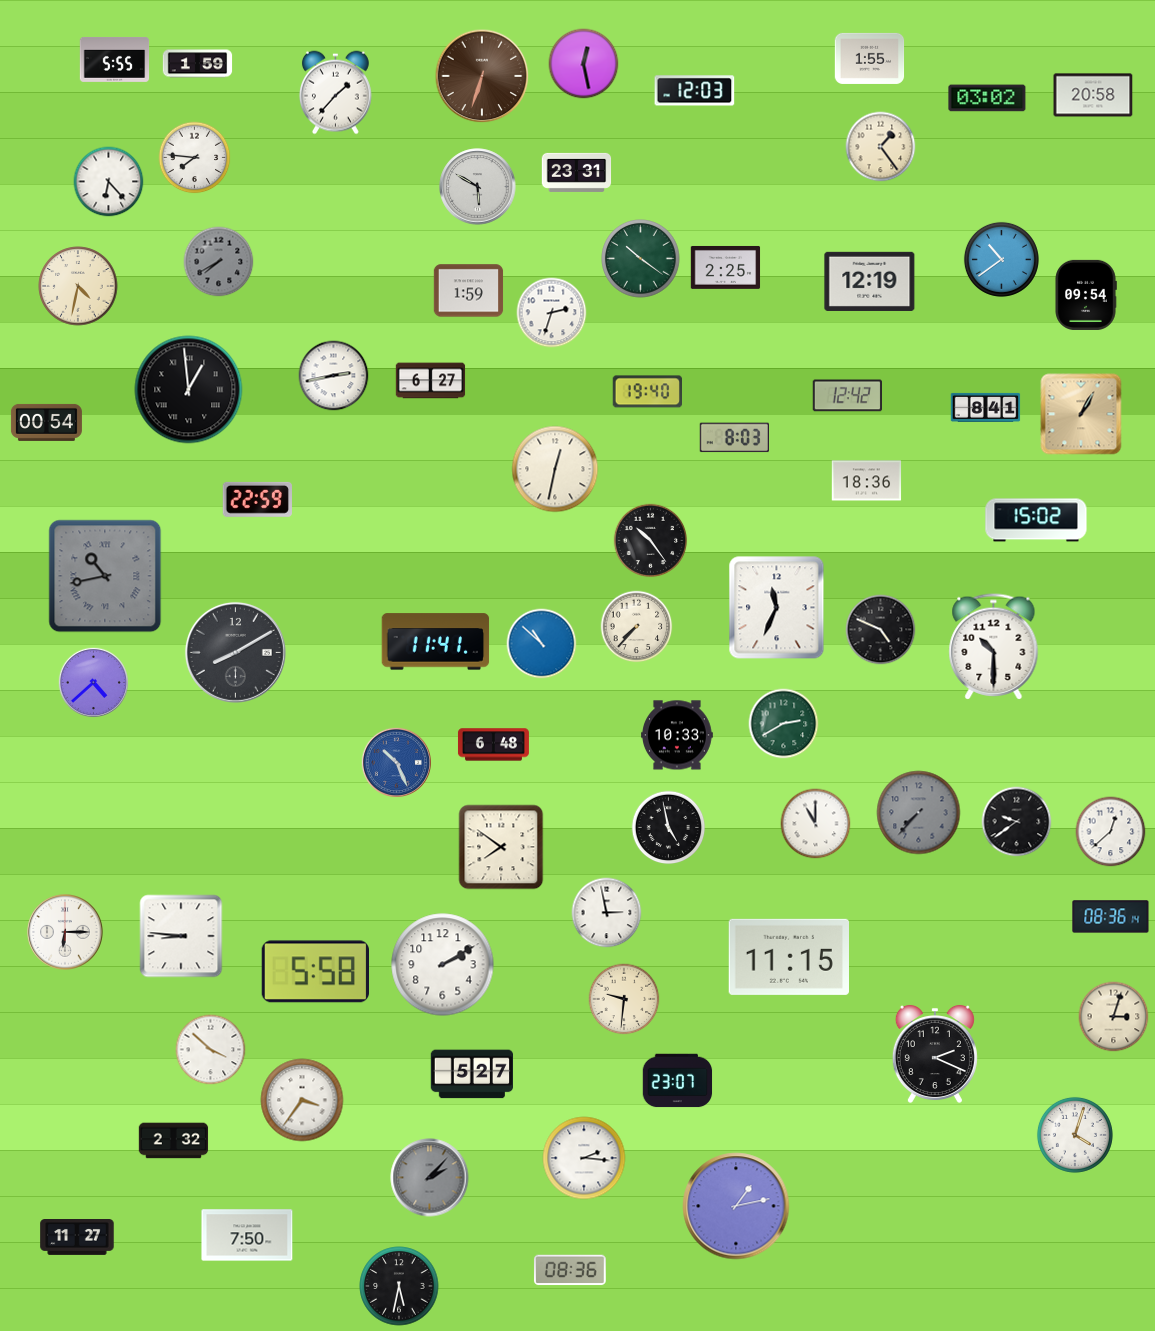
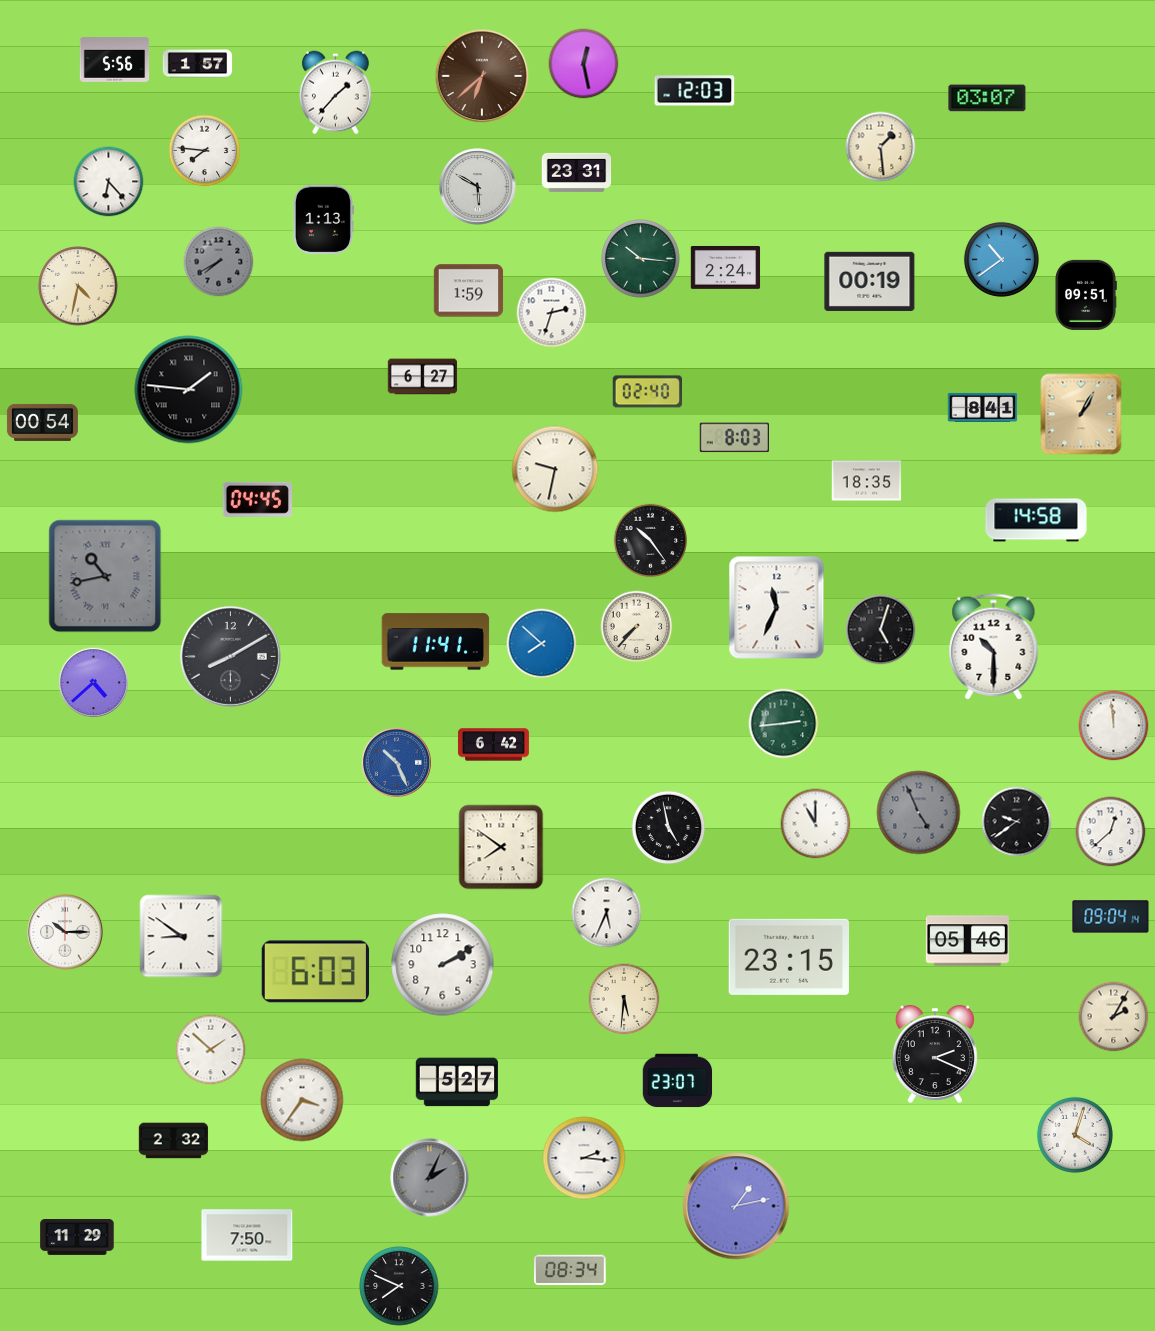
clock at (870, 58): 1:55 -> none
clock at (115, 60): 5:55 -> 5:56
clock at (198, 64): 1:59 -> 1:57
clock at (482, 76): 6:33 -> 6:38
clock at (1093, 95): 20:58 -> none
clock at (987, 98): 03:02 -> 03:07
clock at (881, 147): 1:24 -> 1:29
clock at (195, 158) position: (195, 158) -> (205, 151)
clock at (323, 220): none -> 1:13
clock at (641, 259): 10:21 -> 10:16
clock at (726, 268): 2:25 -> 2:24
clock at (870, 281): 12:19 -> 00:19
clock at (1086, 295): 09:54 -> 09:51
clock at (334, 376): 2:43 -> none
clock at (431, 381) position: (431, 381) -> (423, 377)
clock at (189, 390): 12:59 -> 1:46
clock at (647, 392): 19:40 -> 02:40
clock at (847, 396): 12:42 -> none
clock at (986, 407) position: (986, 407) -> (983, 407)
clock at (46, 422) position: (46, 422) -> (42, 422)
clock at (555, 469): 12:32 -> 9:32
clock at (867, 481): 18:36 -> 18:35
clock at (257, 499): 22:59 -> 04:45
clock at (1036, 520): 15:02 -> 14:58
clock at (881, 630): 4:49 -> 5:03
clock at (542, 644): 10:52 -> 7:52
clock at (235, 652) position: (235, 652) -> (230, 656)
clock at (784, 724): 2:40 -> 2:44
clock at (1114, 726): none -> 11:59
clock at (678, 735): 10:33 -> none
clock at (493, 745): 6:48 -> 6:42
clock at (919, 813): 7:37 -> 4:56
clock at (607, 913): 2:58 -> 5:34
clock at (1111, 917): 08:36 -> 09:04
clock at (65, 932): 6:15 -> 10:15
clock at (181, 936): 8:46 -> 8:51
clock at (967, 941): none -> 05:46
clock at (788, 957): 11:15 -> 23:15
clock at (315, 972): 5:58 -> 6:03
clock at (624, 999): 9:31 -> 5:31
clock at (1114, 1017): 3:03 -> 2:05
clock at (211, 1050): 3:52 -> 1:52
clock at (471, 1074) position: (471, 1074) -> (456, 1082)
clock at (430, 1178): 2:07 -> 2:04
clock at (77, 1238): 11:27 -> 11:29
clock at (570, 1270): 08:36 -> 08:34
clock at (399, 1286): 5:32 -> 7:49
